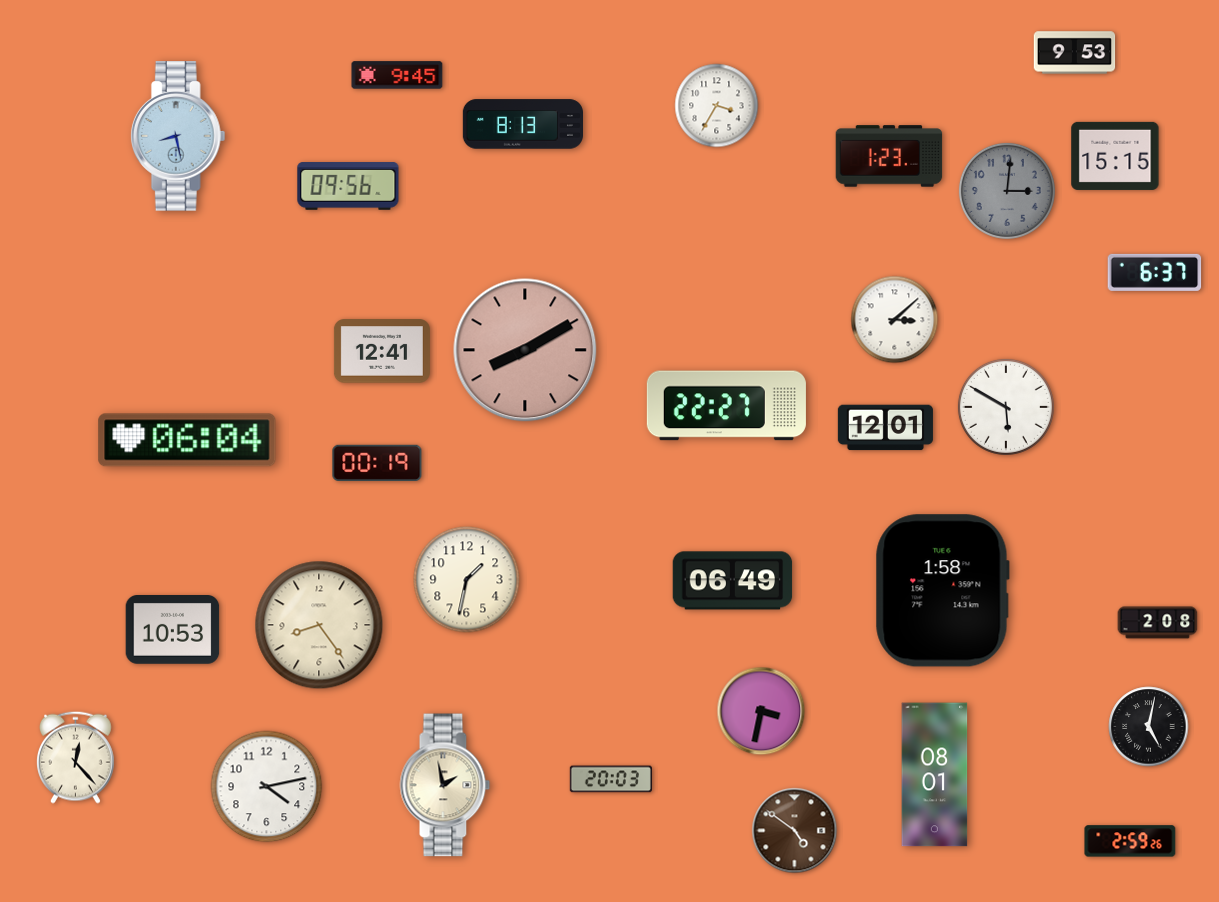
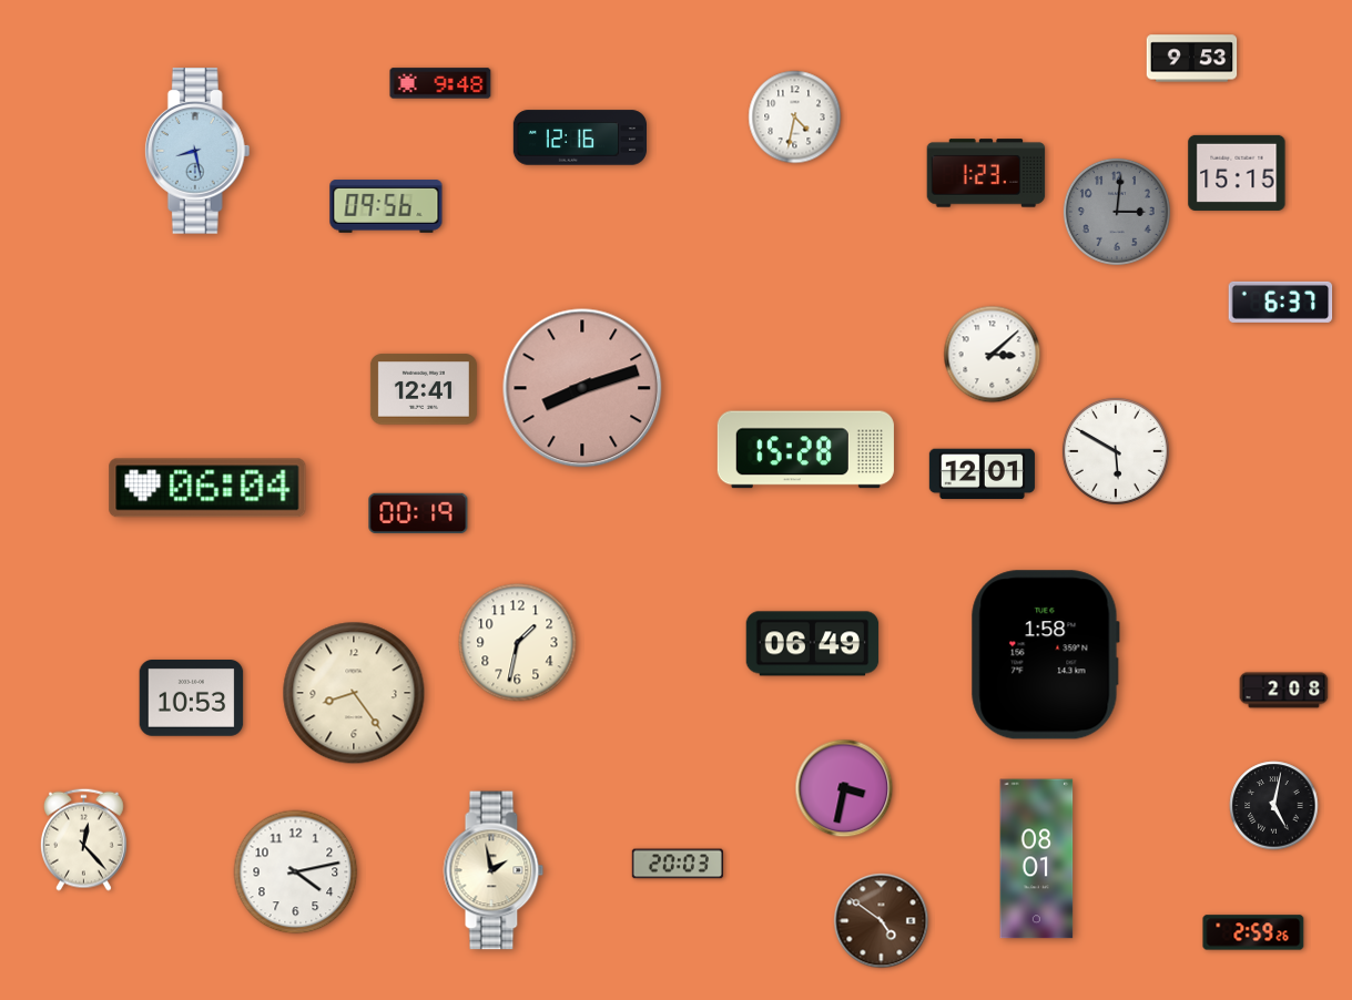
clock at (397, 75): 9:45 -> 9:48
clock at (717, 106): 3:35 -> 4:32
clock at (522, 124): 8:13 -> 12:16
clock at (525, 350): 8:10 -> 8:12
clock at (726, 406): 22:27 -> 15:28
